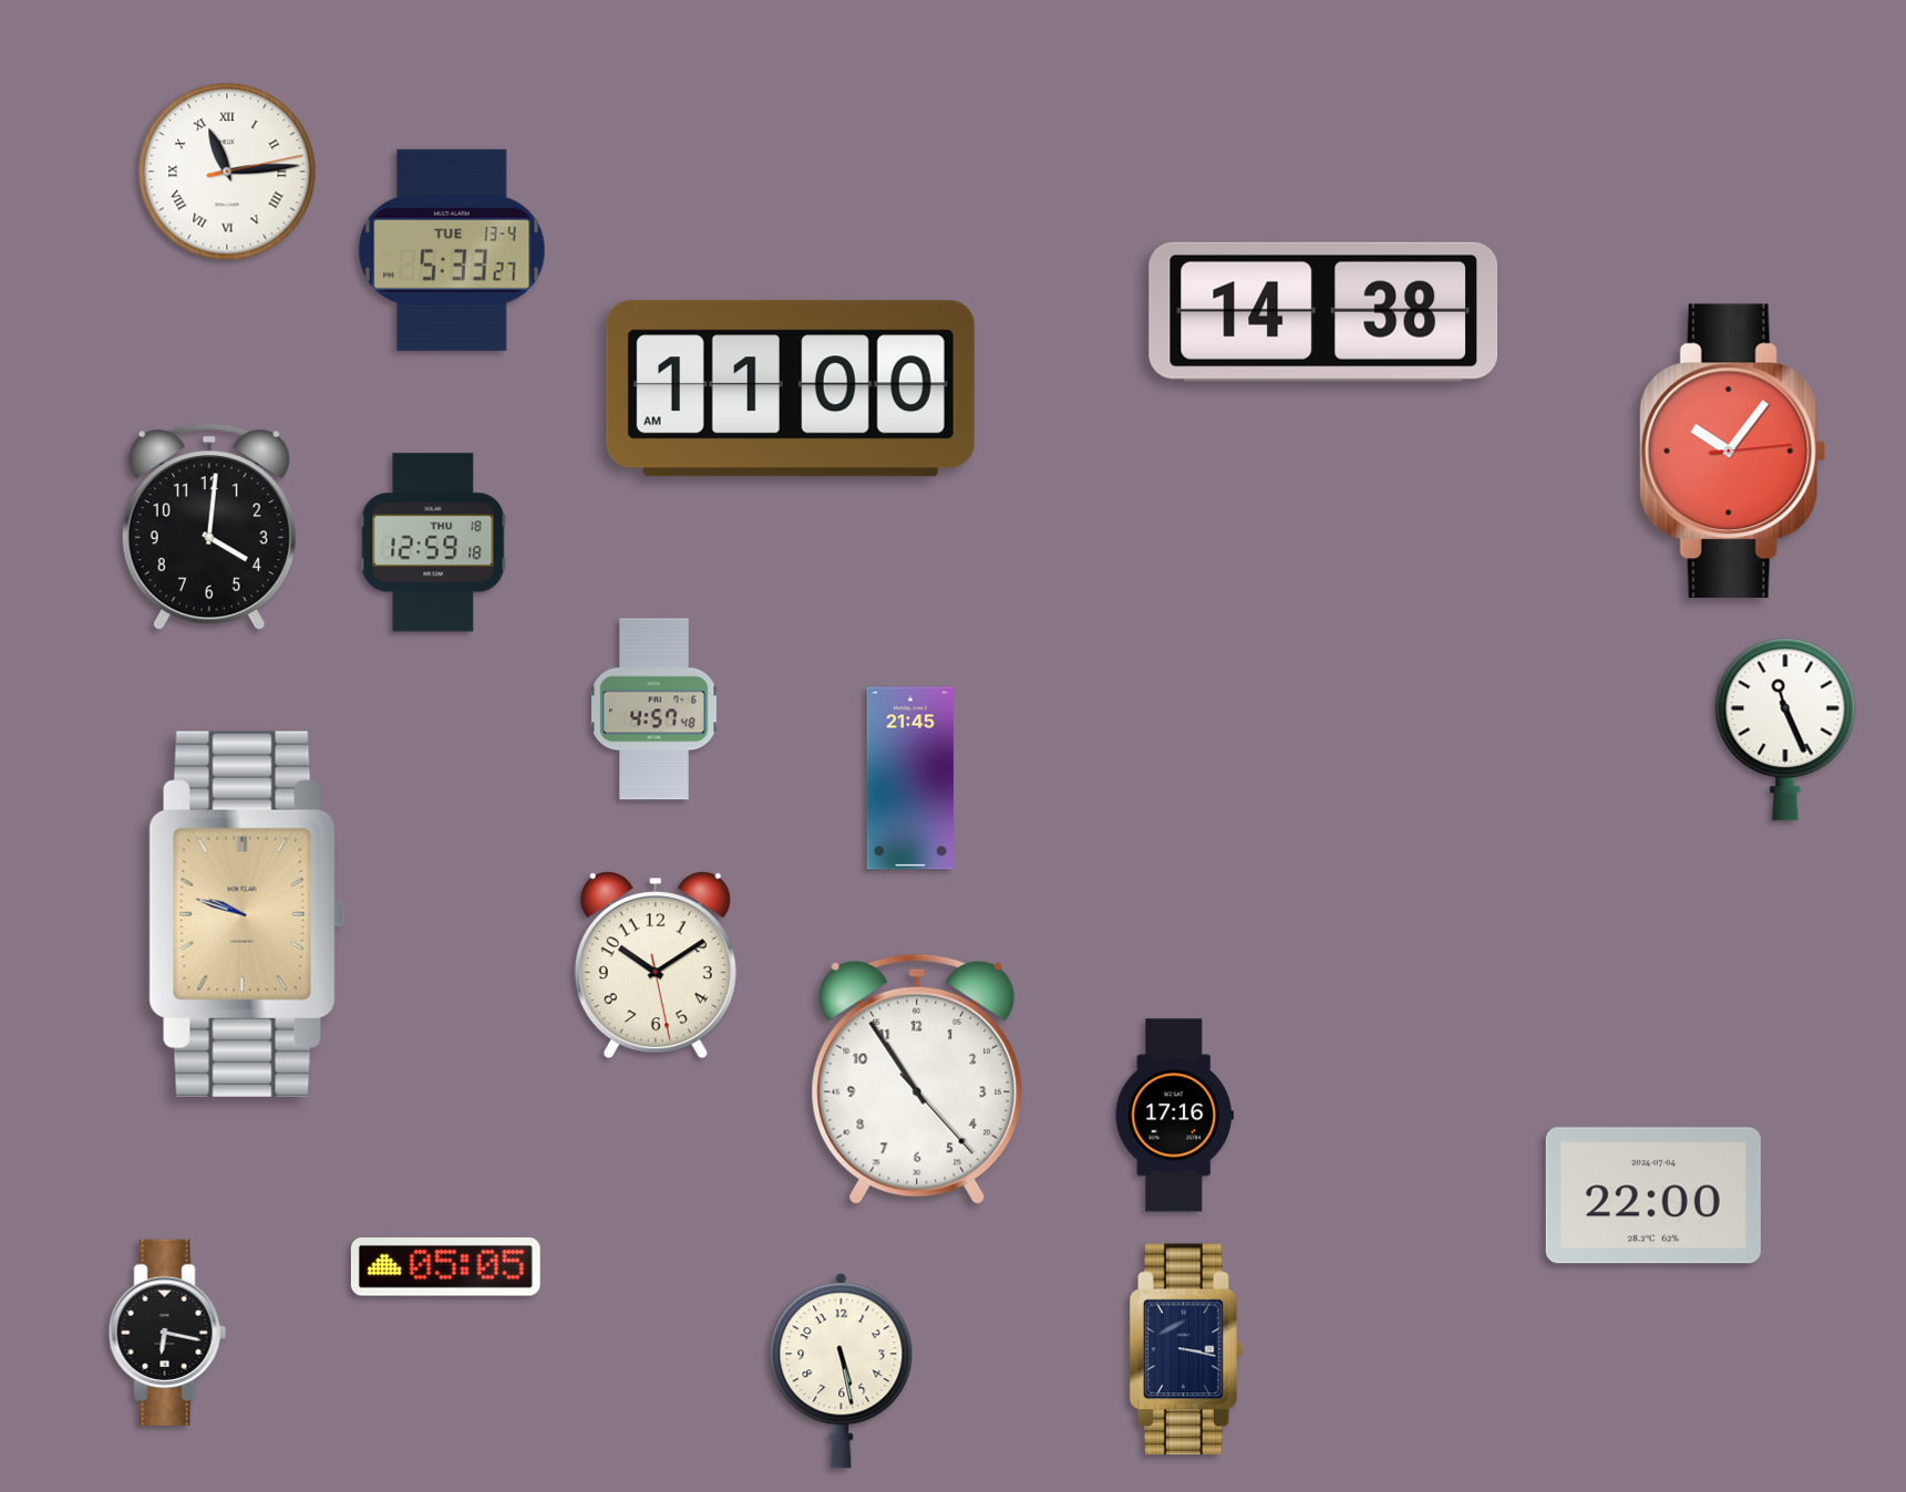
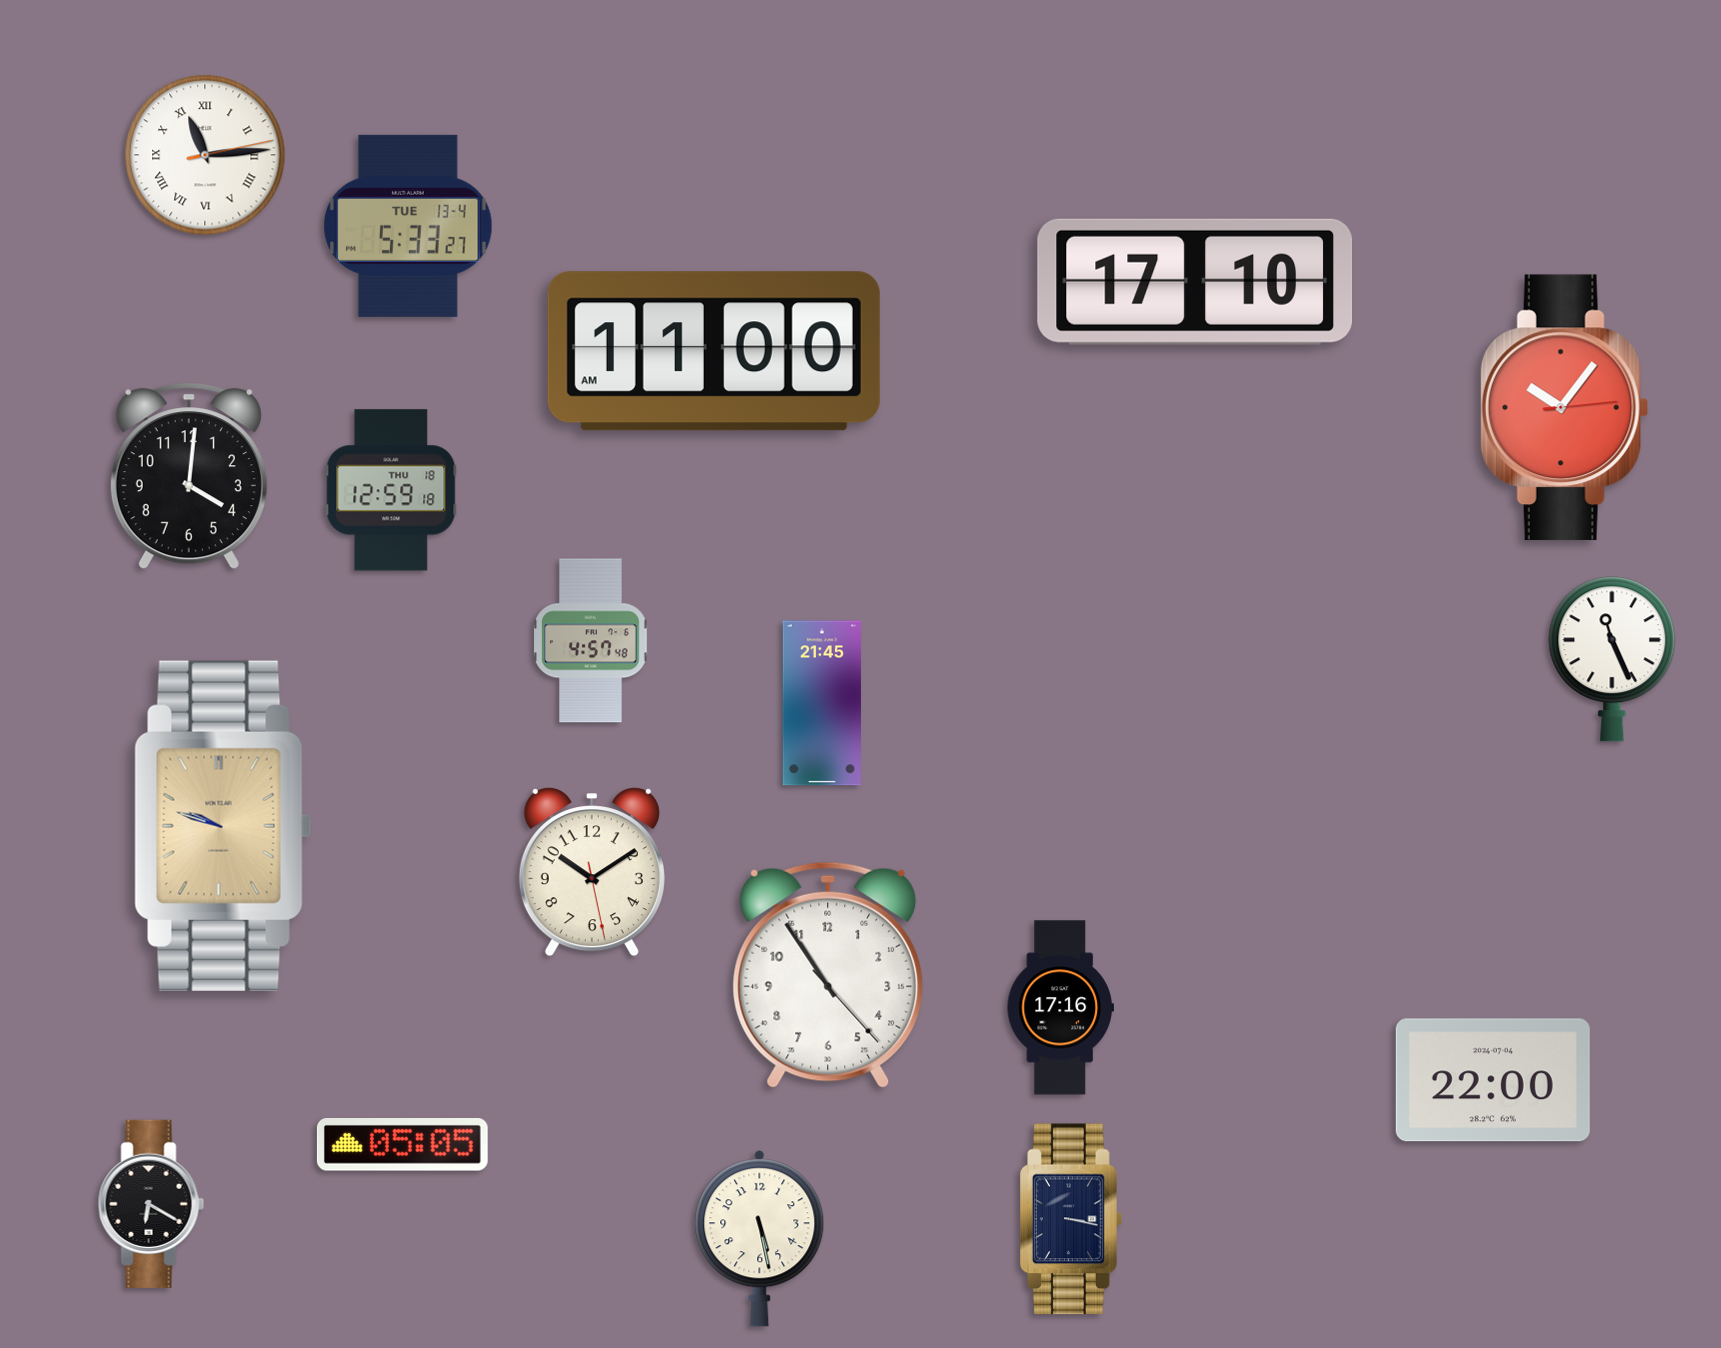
clock at (1322, 312): 14:38 -> 17:10
clock at (167, 1333): 6:17 -> 6:20
